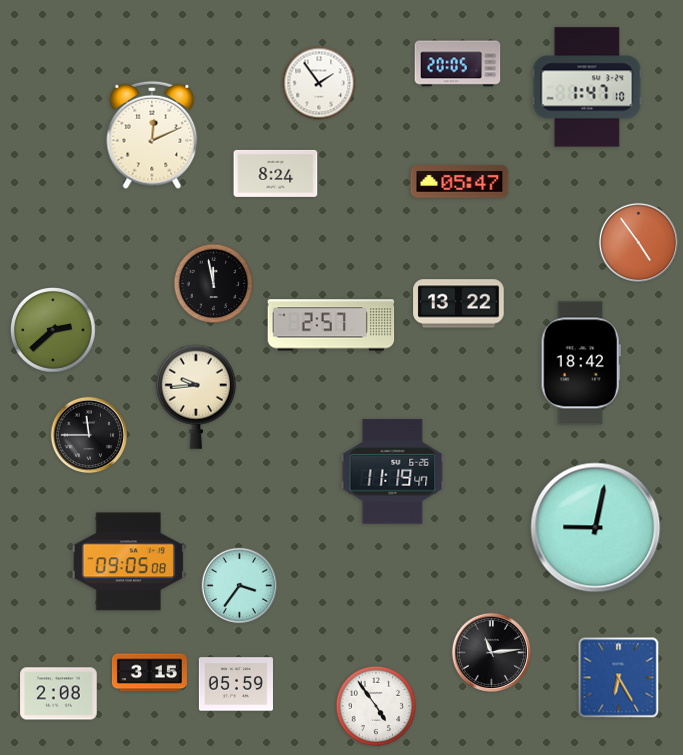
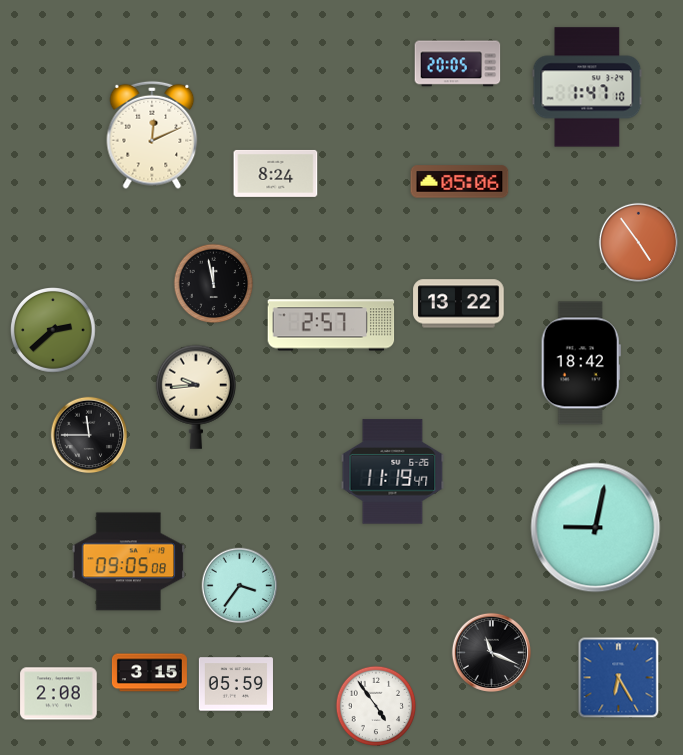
clock at (319, 83): 1:54 -> none
clock at (460, 182): 05:47 -> 05:06
clock at (491, 652): 11:14 -> 11:19
